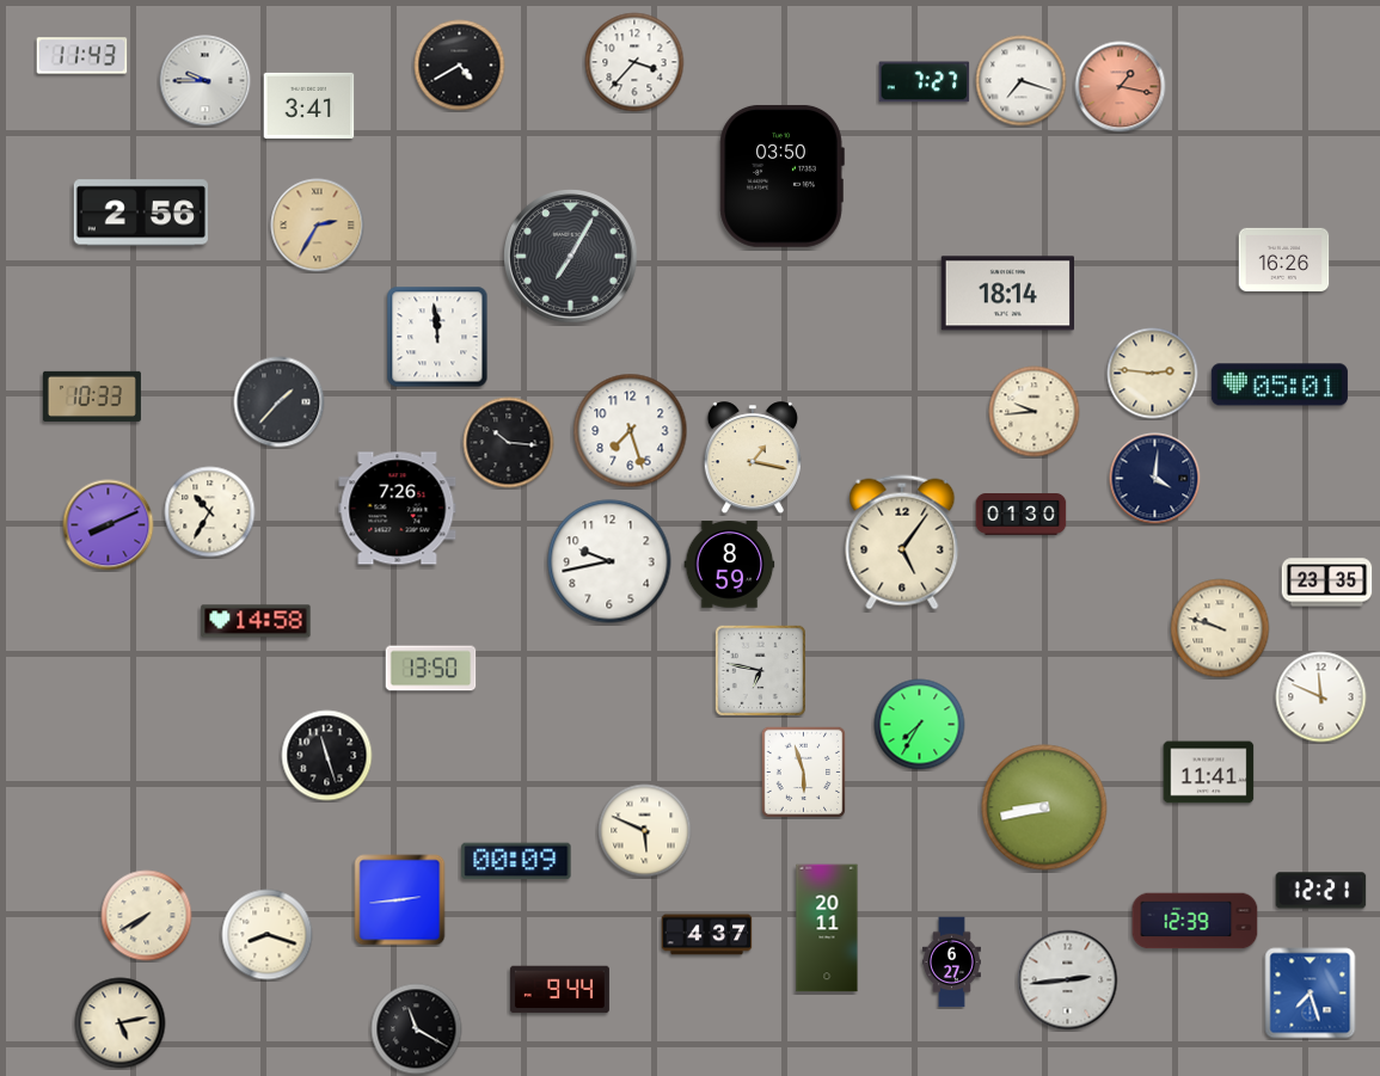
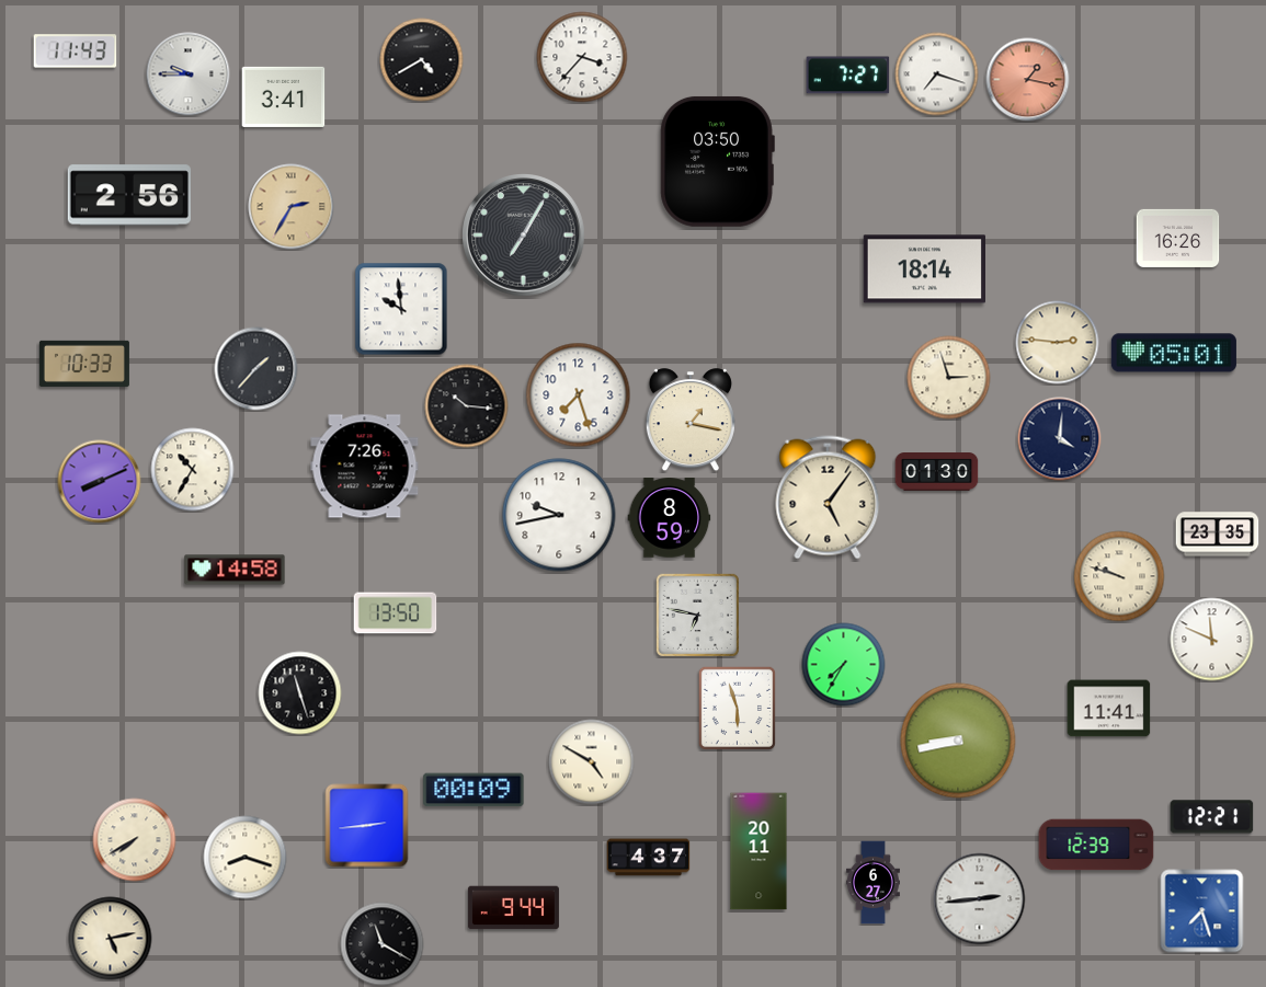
clock at (437, 337): 11:59 -> 9:59
clock at (1035, 412): 9:44 -> 2:57
clock at (645, 831): 5:49 -> 4:50
